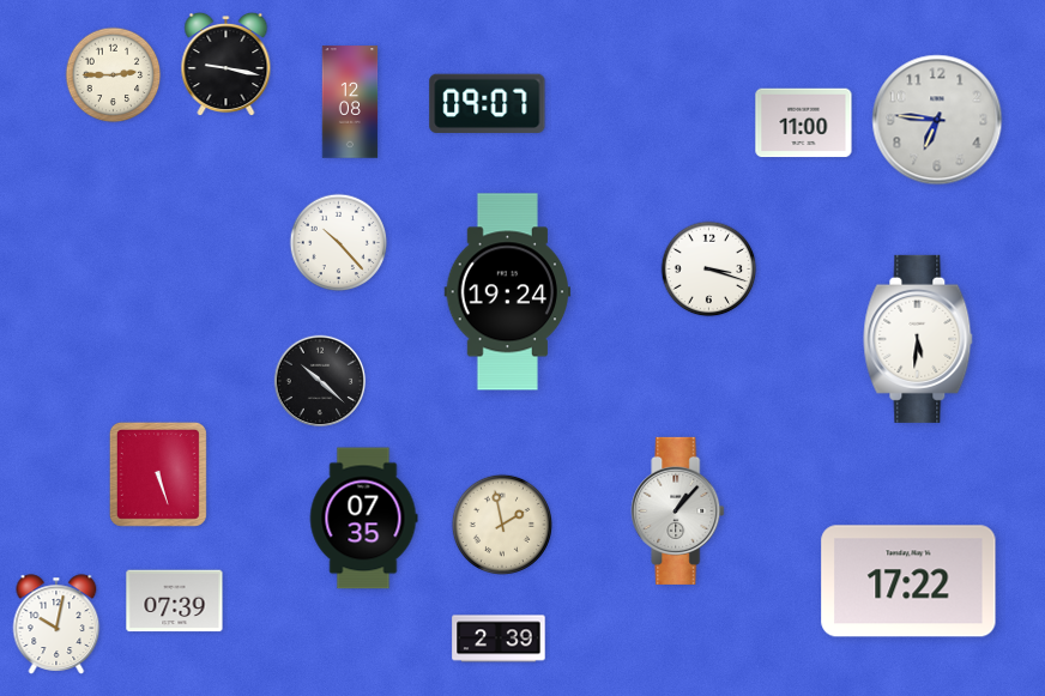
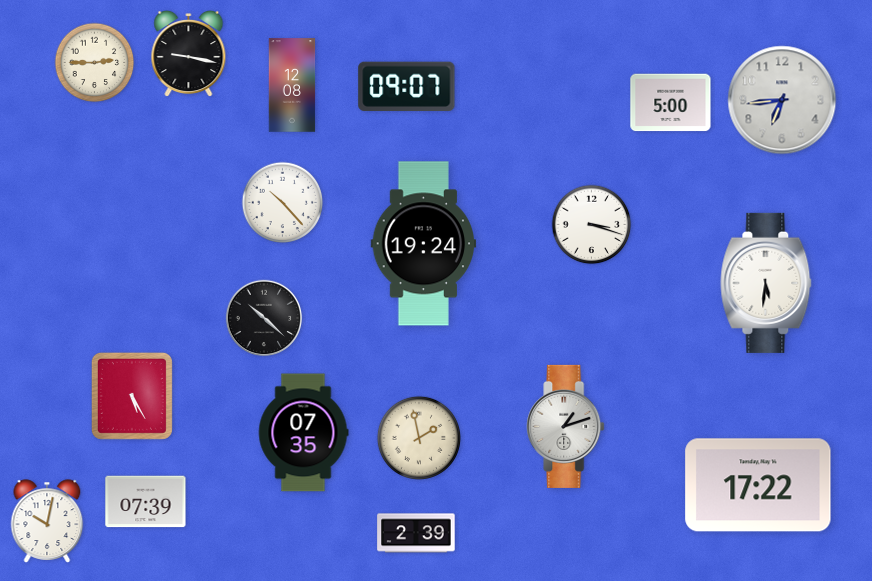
clock at (937, 120): 6:46 -> 6:44
clock at (804, 123): 11:00 -> 5:00
clock at (320, 381) position: (320, 381) -> (264, 318)
clock at (158, 474): 5:27 -> 5:25
clock at (678, 510): 1:07 -> 1:12
